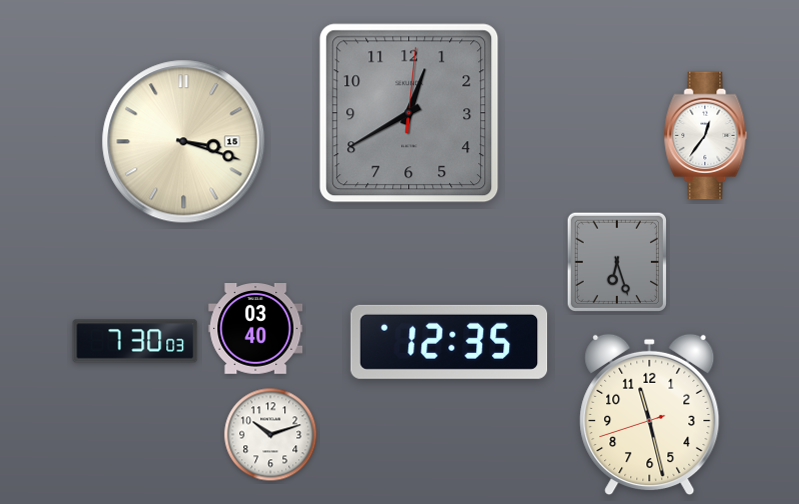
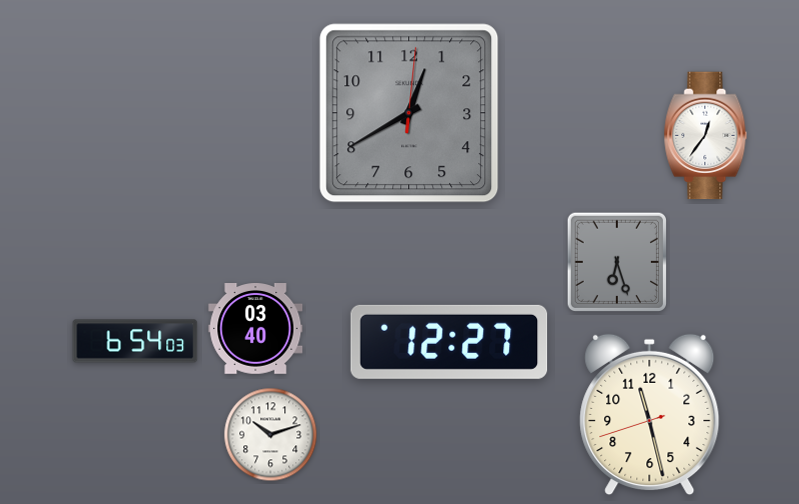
clock at (184, 142): 3:18 -> none
clock at (135, 341): 7:30 -> 6:54
clock at (449, 342): 12:35 -> 12:27
